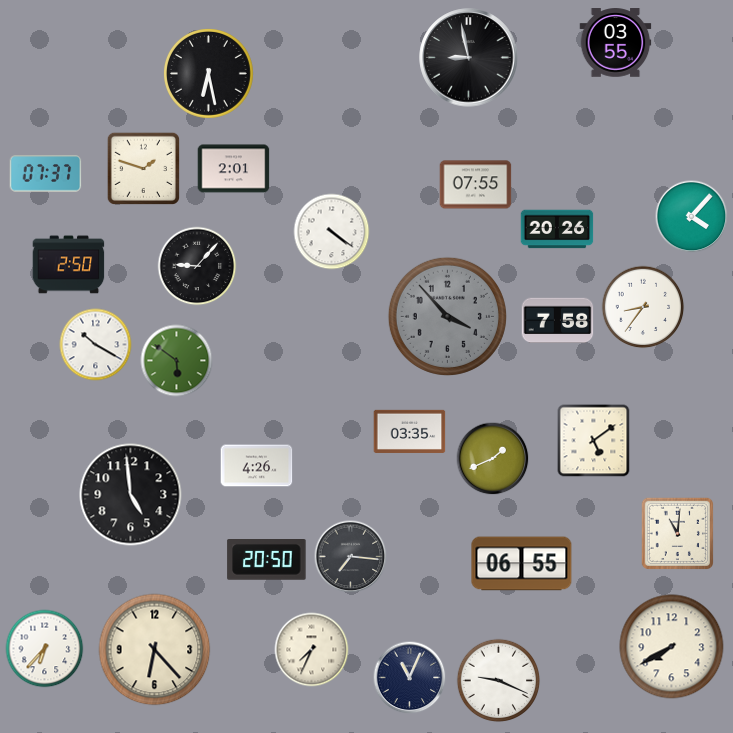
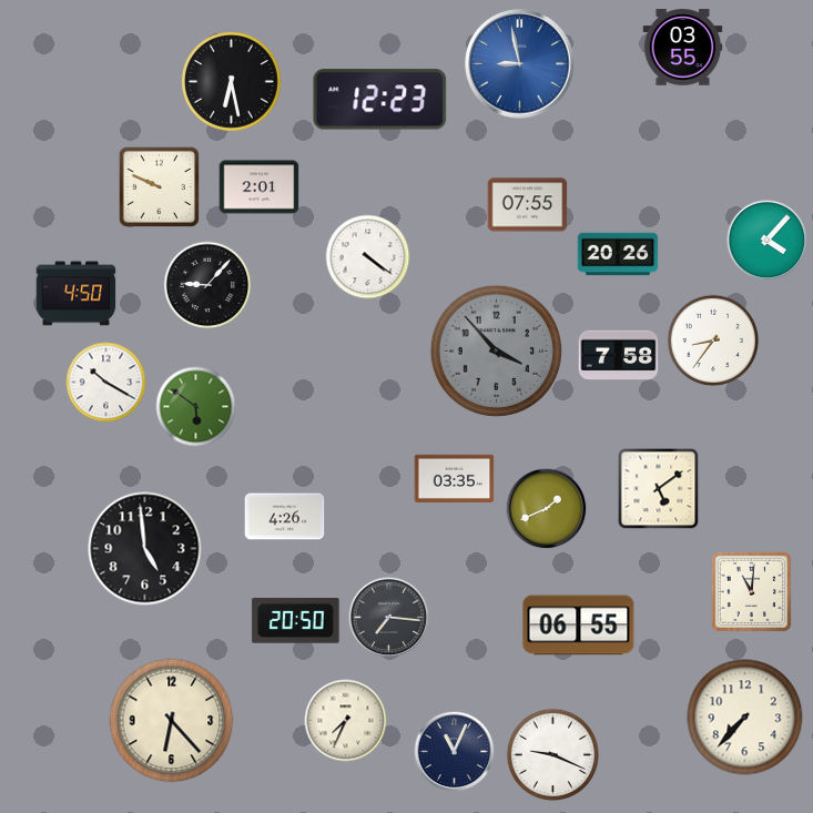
clock at (469, 58) dial: black -> blue
clock at (380, 100): none -> 12:23
clock at (143, 168): 1:48 -> 9:49
clock at (46, 174): 07:37 -> none
clock at (69, 265): 2:50 -> 4:50
clock at (197, 266) position: (197, 266) -> (207, 285)
clock at (177, 361) position: (177, 361) -> (196, 407)
clock at (672, 647): 7:40 -> 7:37
clock at (45, 649): 6:37 -> none
